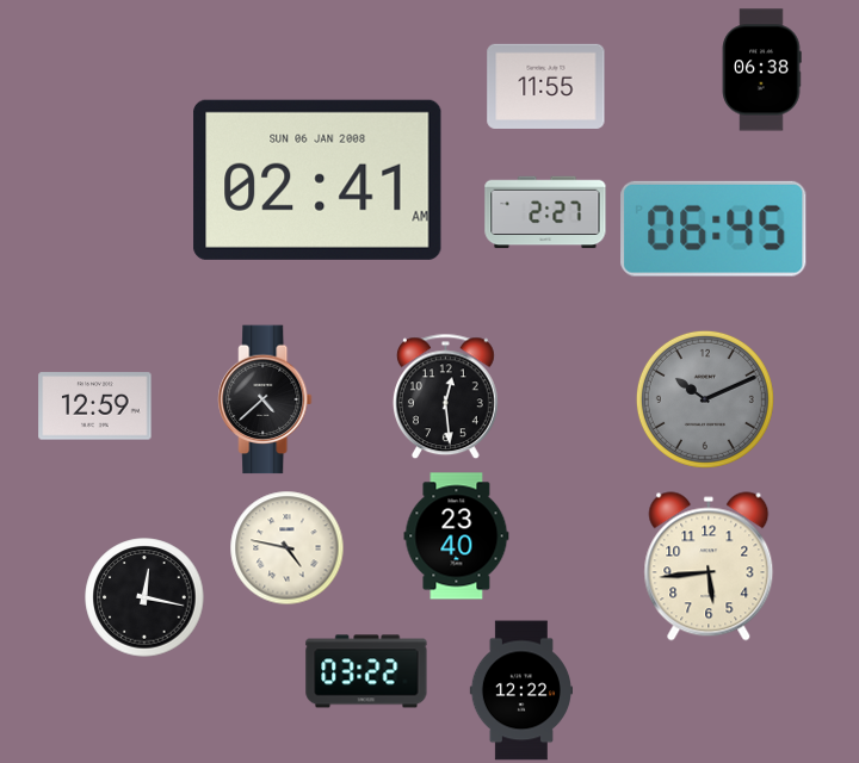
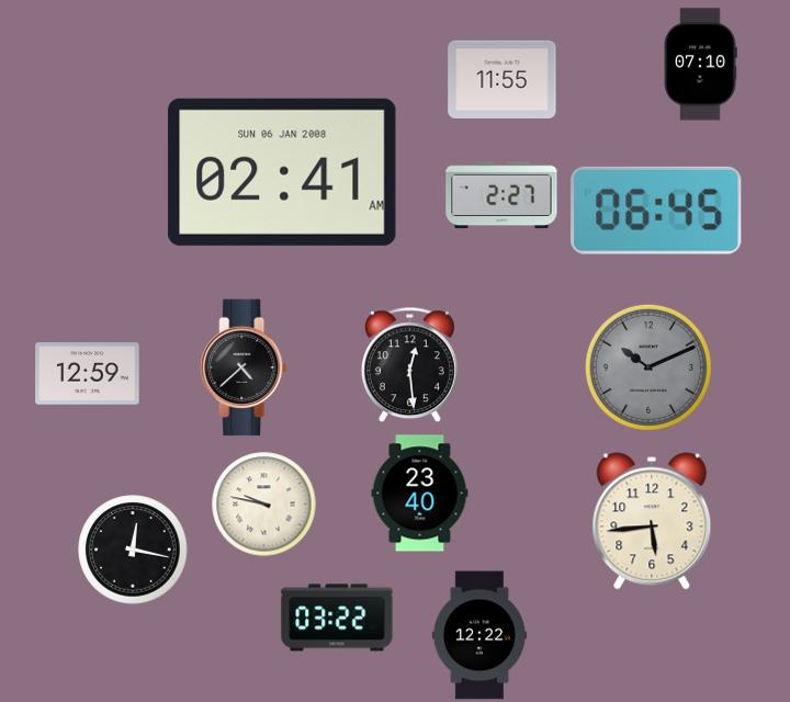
clock at (761, 70): 06:38 -> 07:10
clock at (317, 180) position: (317, 180) -> (282, 172)
clock at (286, 547): 4:47 -> 9:47
